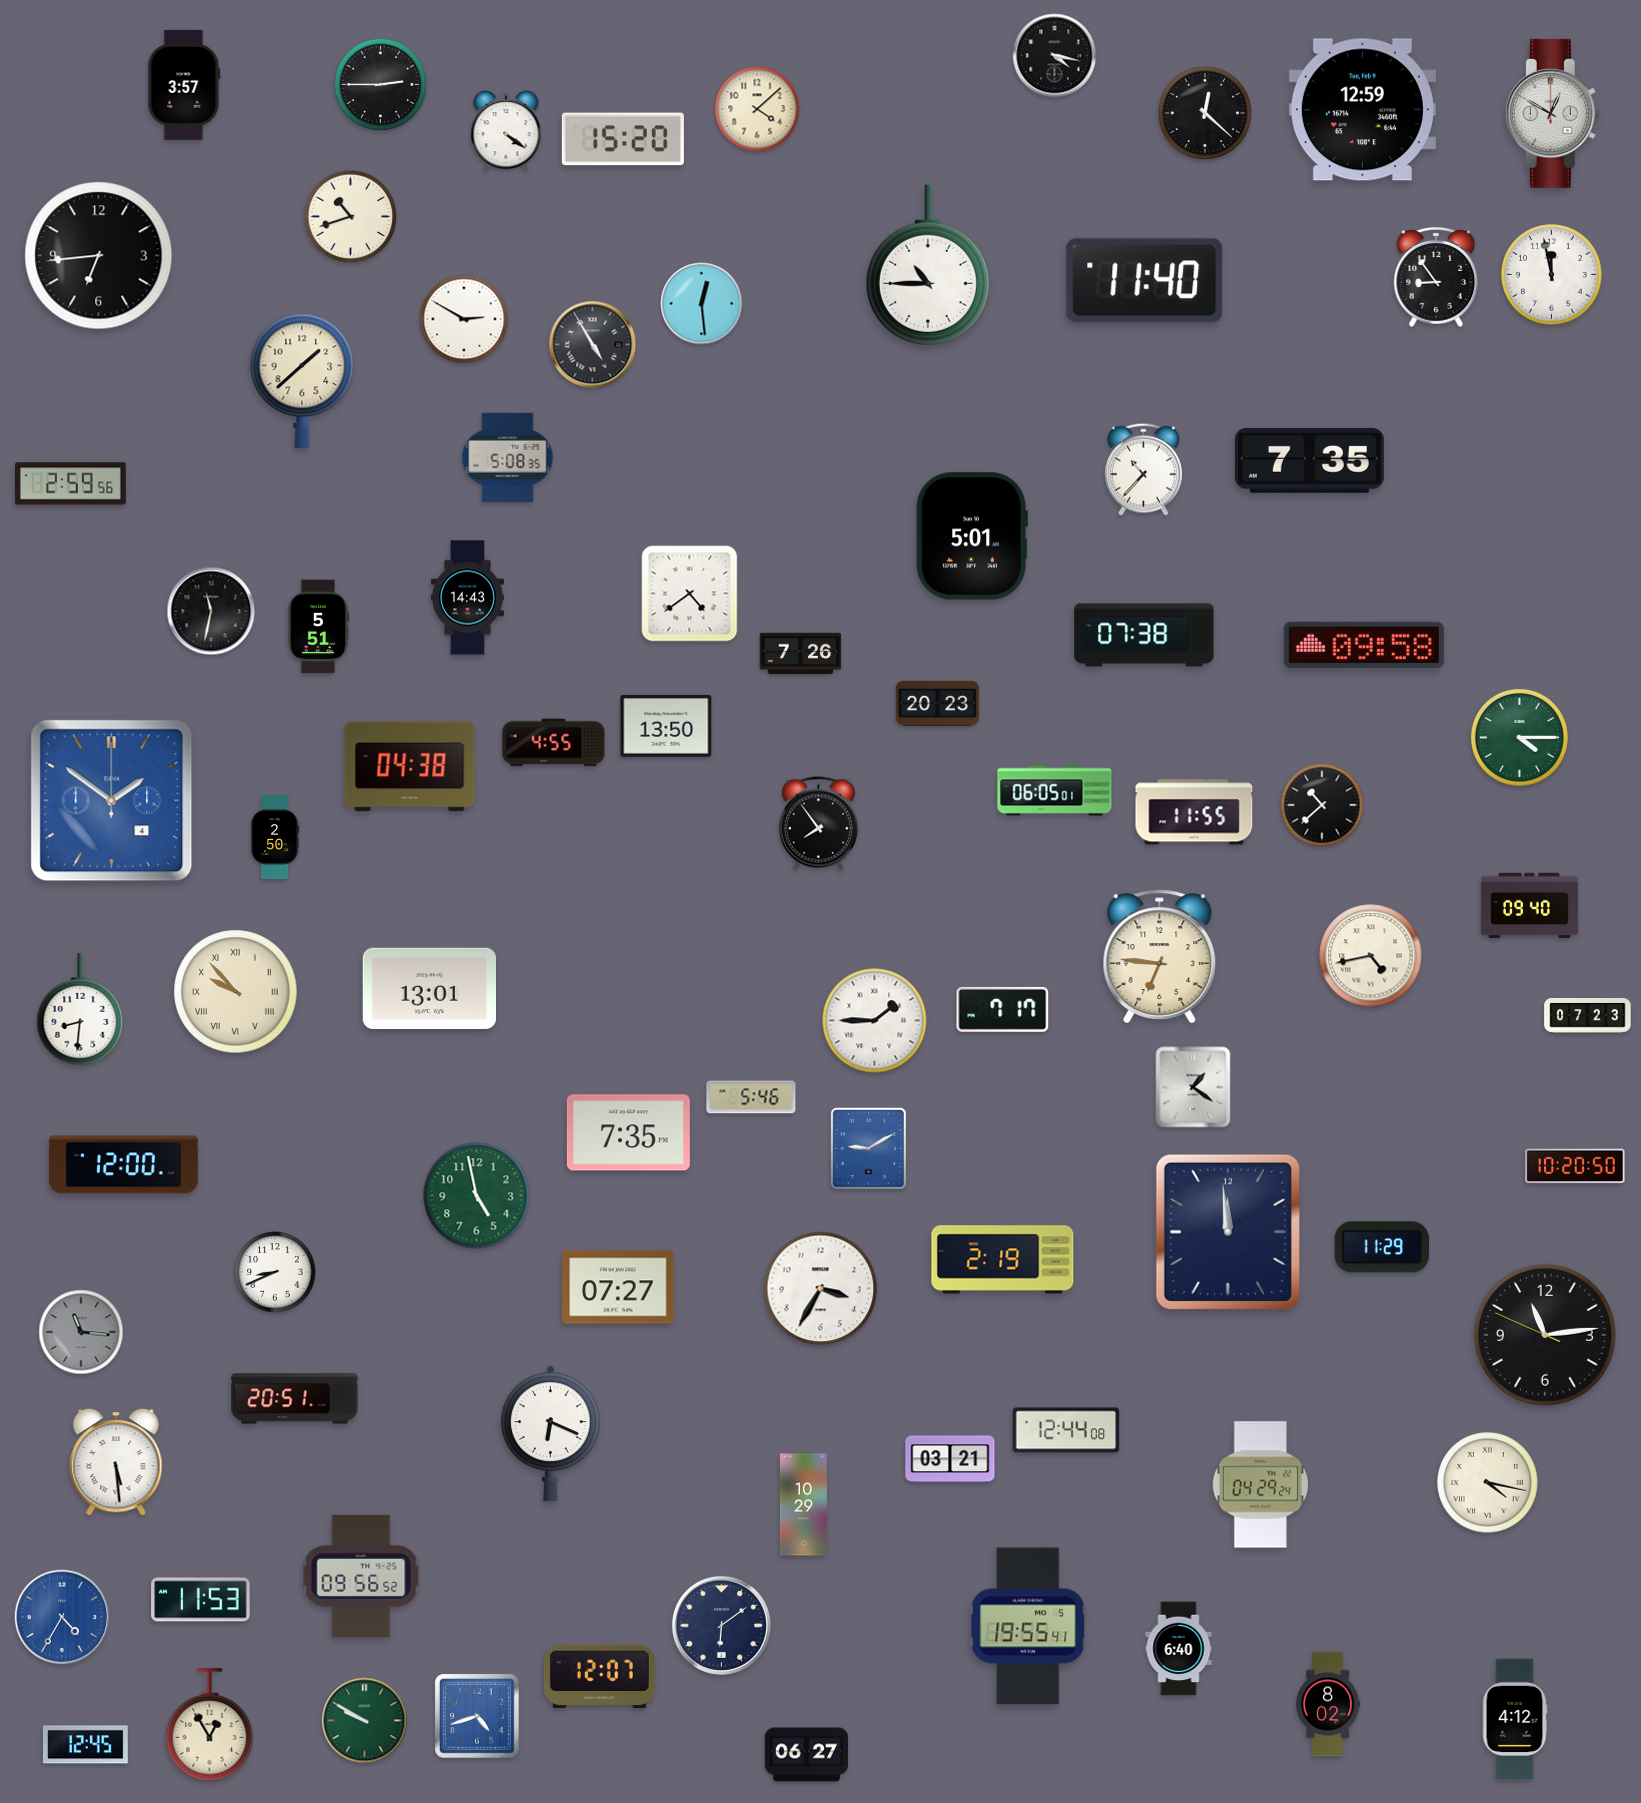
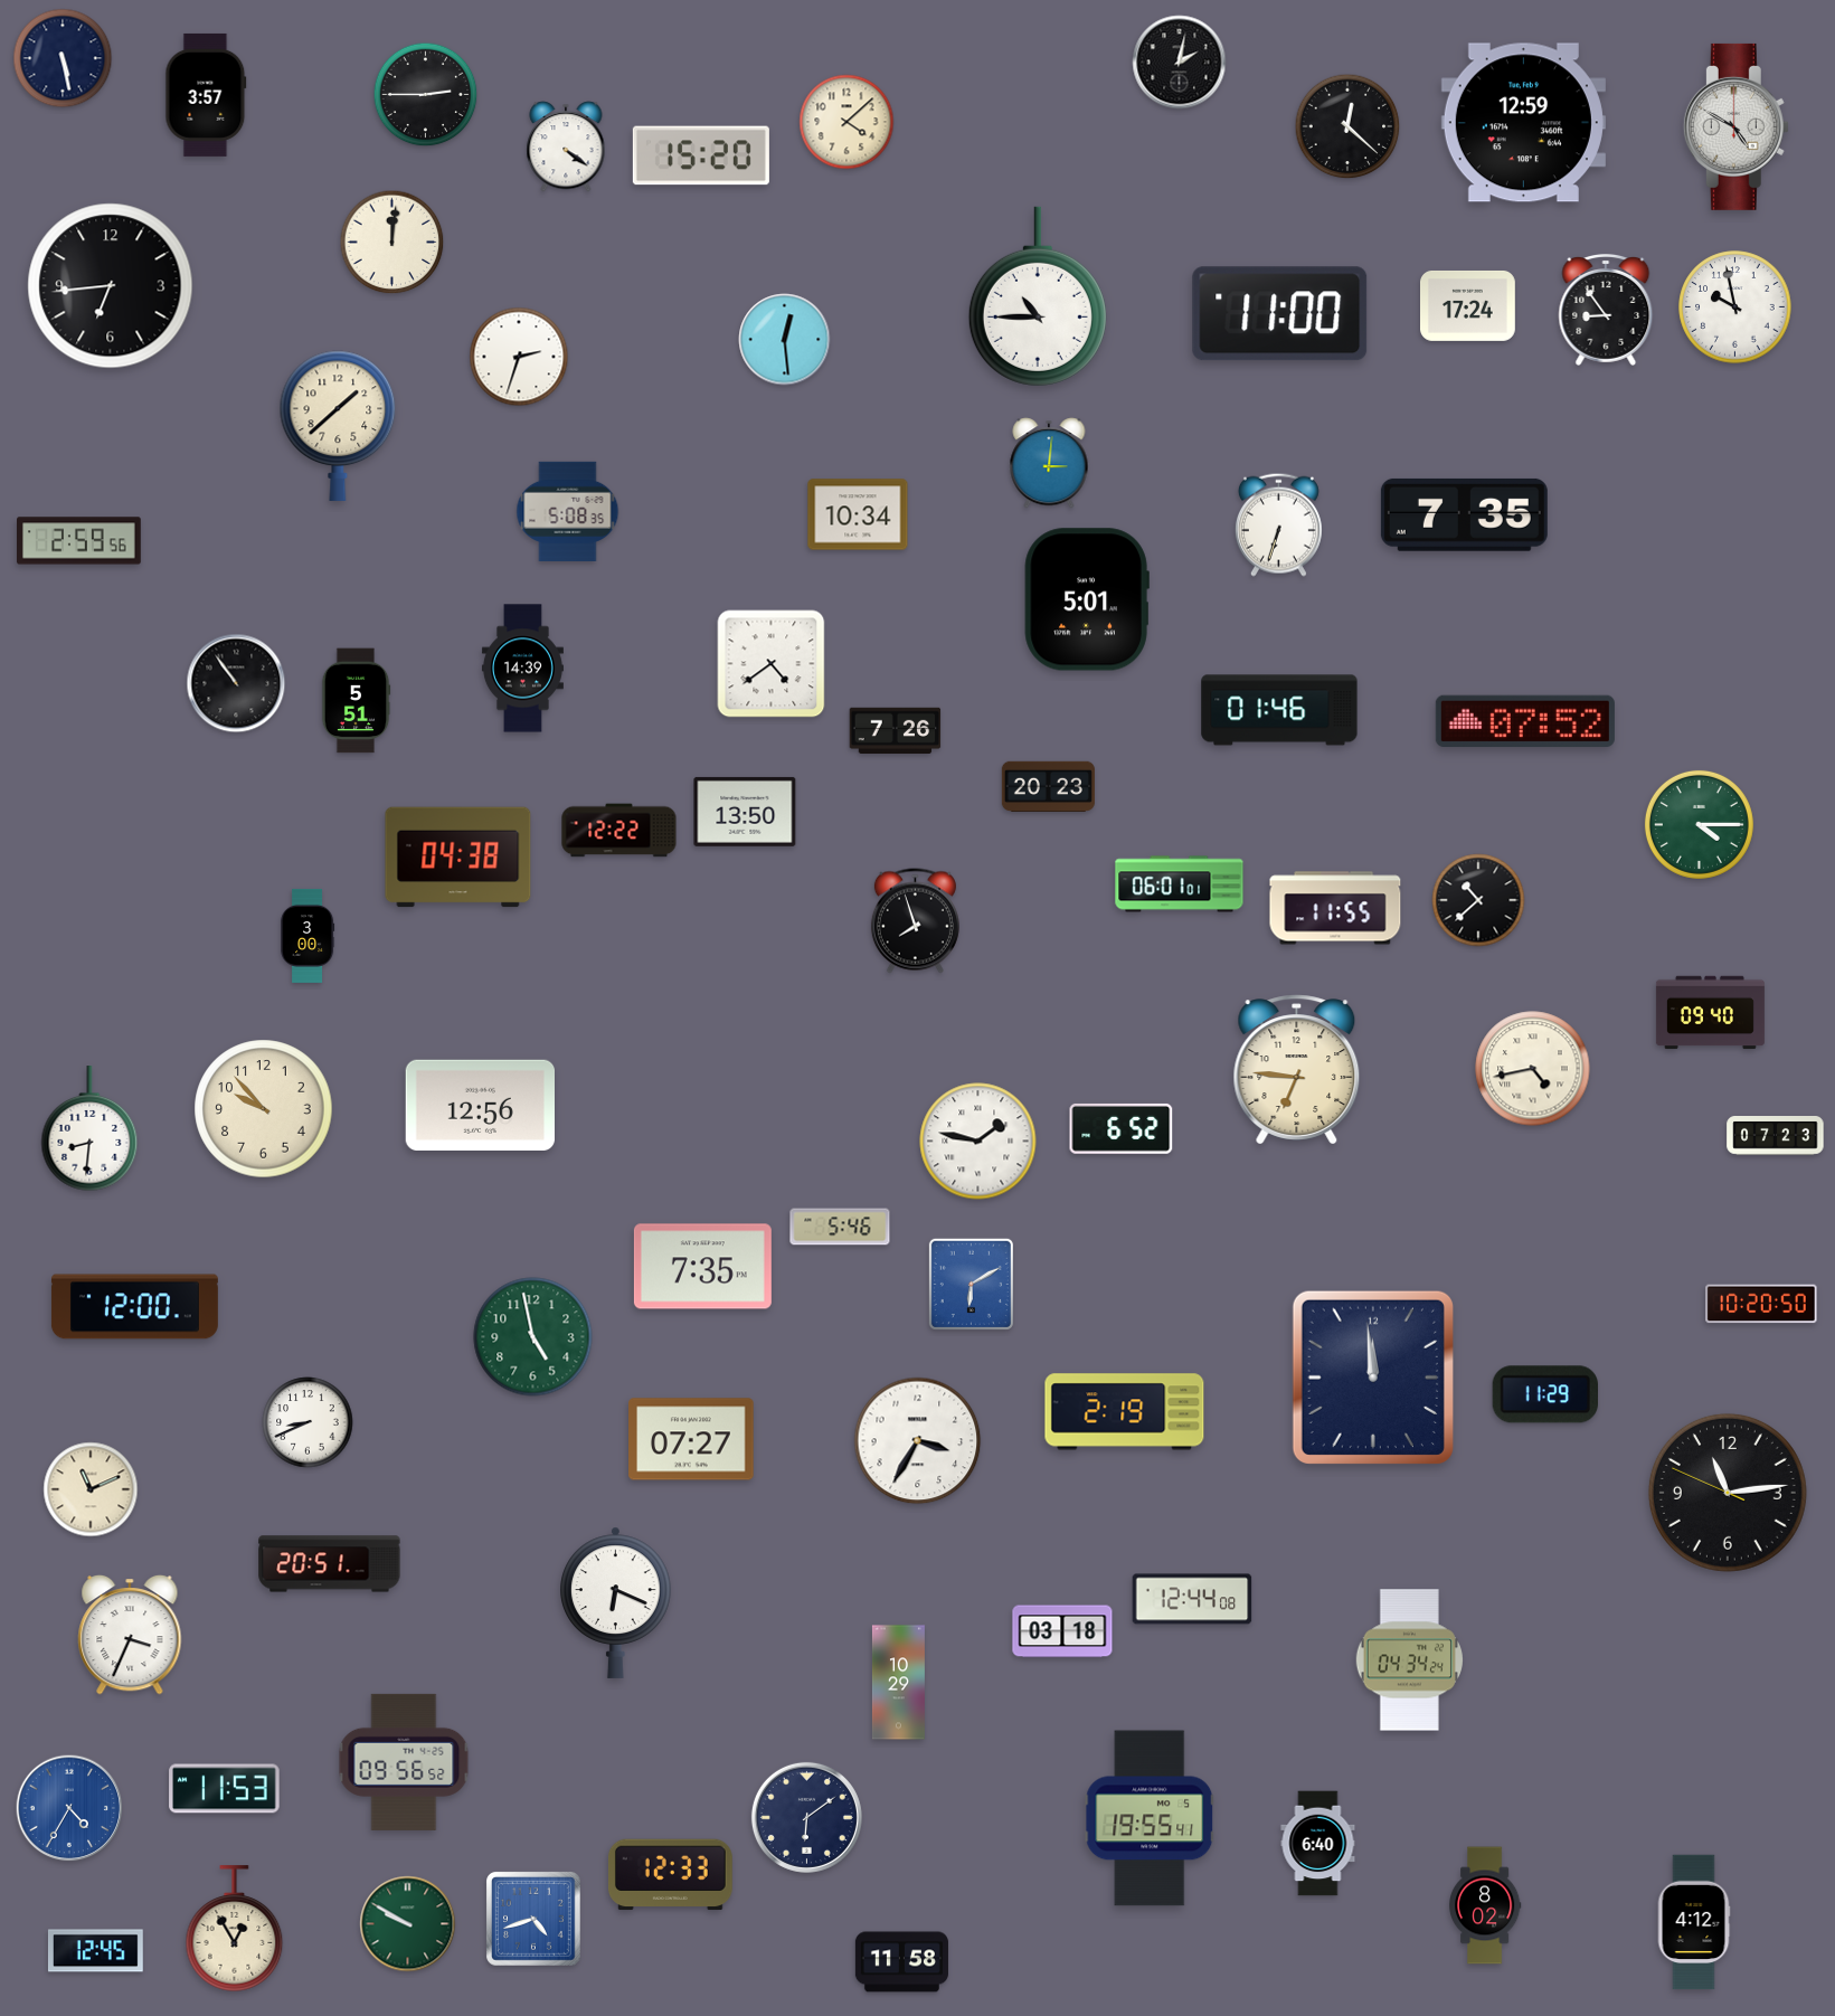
clock at (63, 58): none -> 5:28
clock at (1055, 56): 4:17 -> 2:02
clock at (1552, 113): 12:50 -> 4:50
clock at (623, 139) position: (623, 139) -> (701, 155)
clock at (351, 217): 10:42 -> 12:01
clock at (1468, 305): none -> 17:24
clock at (1552, 275): 11:58 -> 9:58
clock at (1145, 281): 11:40 -> 11:00
clock at (464, 319): 2:50 -> 2:33
clock at (593, 345): 4:55 -> none
clock at (1049, 463): none -> 3:01
clock at (858, 514): none -> 10:34
clock at (1143, 469): 10:37 -> 6:33
clock at (467, 598): 14:43 -> 14:39
clock at (211, 611): 11:32 -> 10:54
clock at (1144, 635): 07:38 -> 01:46
clock at (1364, 645): 09:58 -> 07:52
clock at (554, 743): 4:55 -> 12:22
clock at (1055, 791): 06:05 -> 06:01
clock at (112, 801): 1:51 -> none
clock at (818, 824): 7:54 -> 7:57
clock at (275, 837): 2:50 -> 3:00
clock at (429, 988): 13:01 -> 12:56
clock at (236, 992) numerals: Roman -> Arabic
clock at (1003, 1009): 7:17 -> 6:52
clock at (875, 1021): 1:45 -> 1:47
clock at (1193, 1087): 1:21 -> none
clock at (868, 1148): 9:10 -> 6:10
clock at (123, 1165) position: (123, 1165) -> (134, 1307)
clock at (1003, 1260) position: (1003, 1260) -> (1125, 1412)
clock at (81, 1332): 11:16 -> 11:11
clock at (81, 1332) dial: grey -> cream
clock at (950, 1459): 03:21 -> 03:18
clock at (116, 1463): 5:29 -> 3:34
clock at (1488, 1483): 4:17 -> none
clock at (1260, 1485): 04:29 -> 04:34
clock at (599, 1677): 12:07 -> 12:33
clock at (806, 1755): 06:27 -> 11:58
